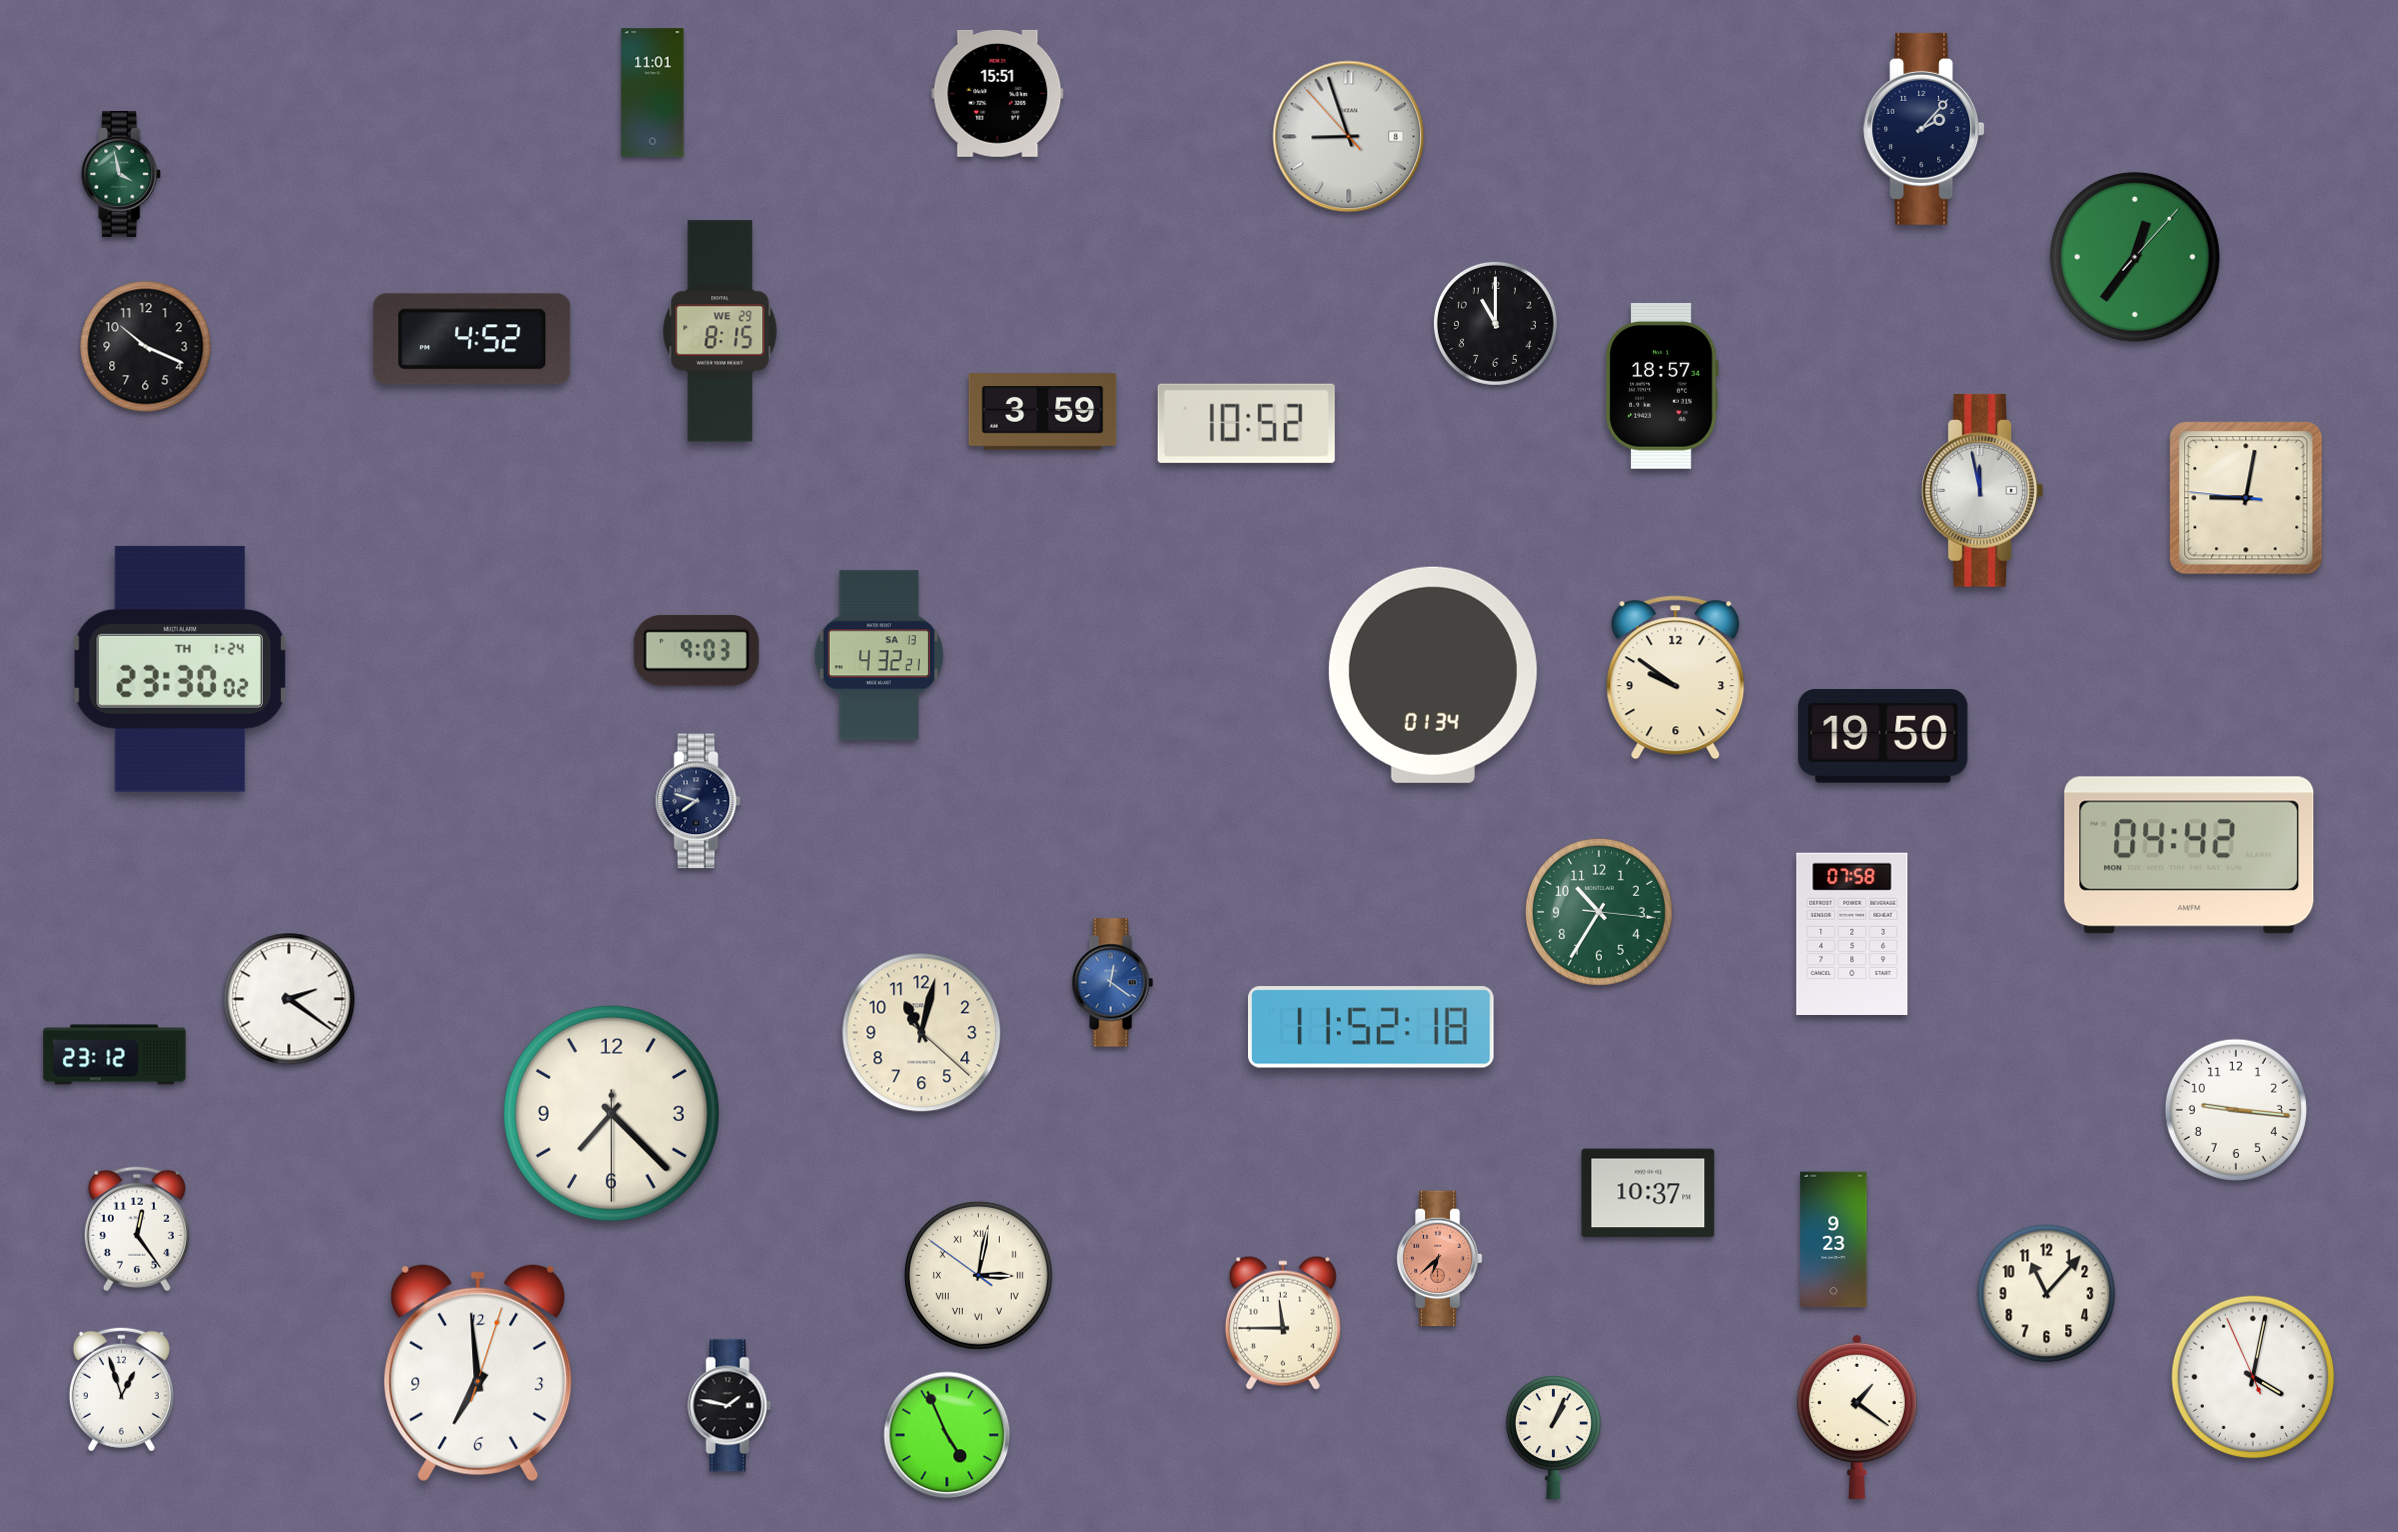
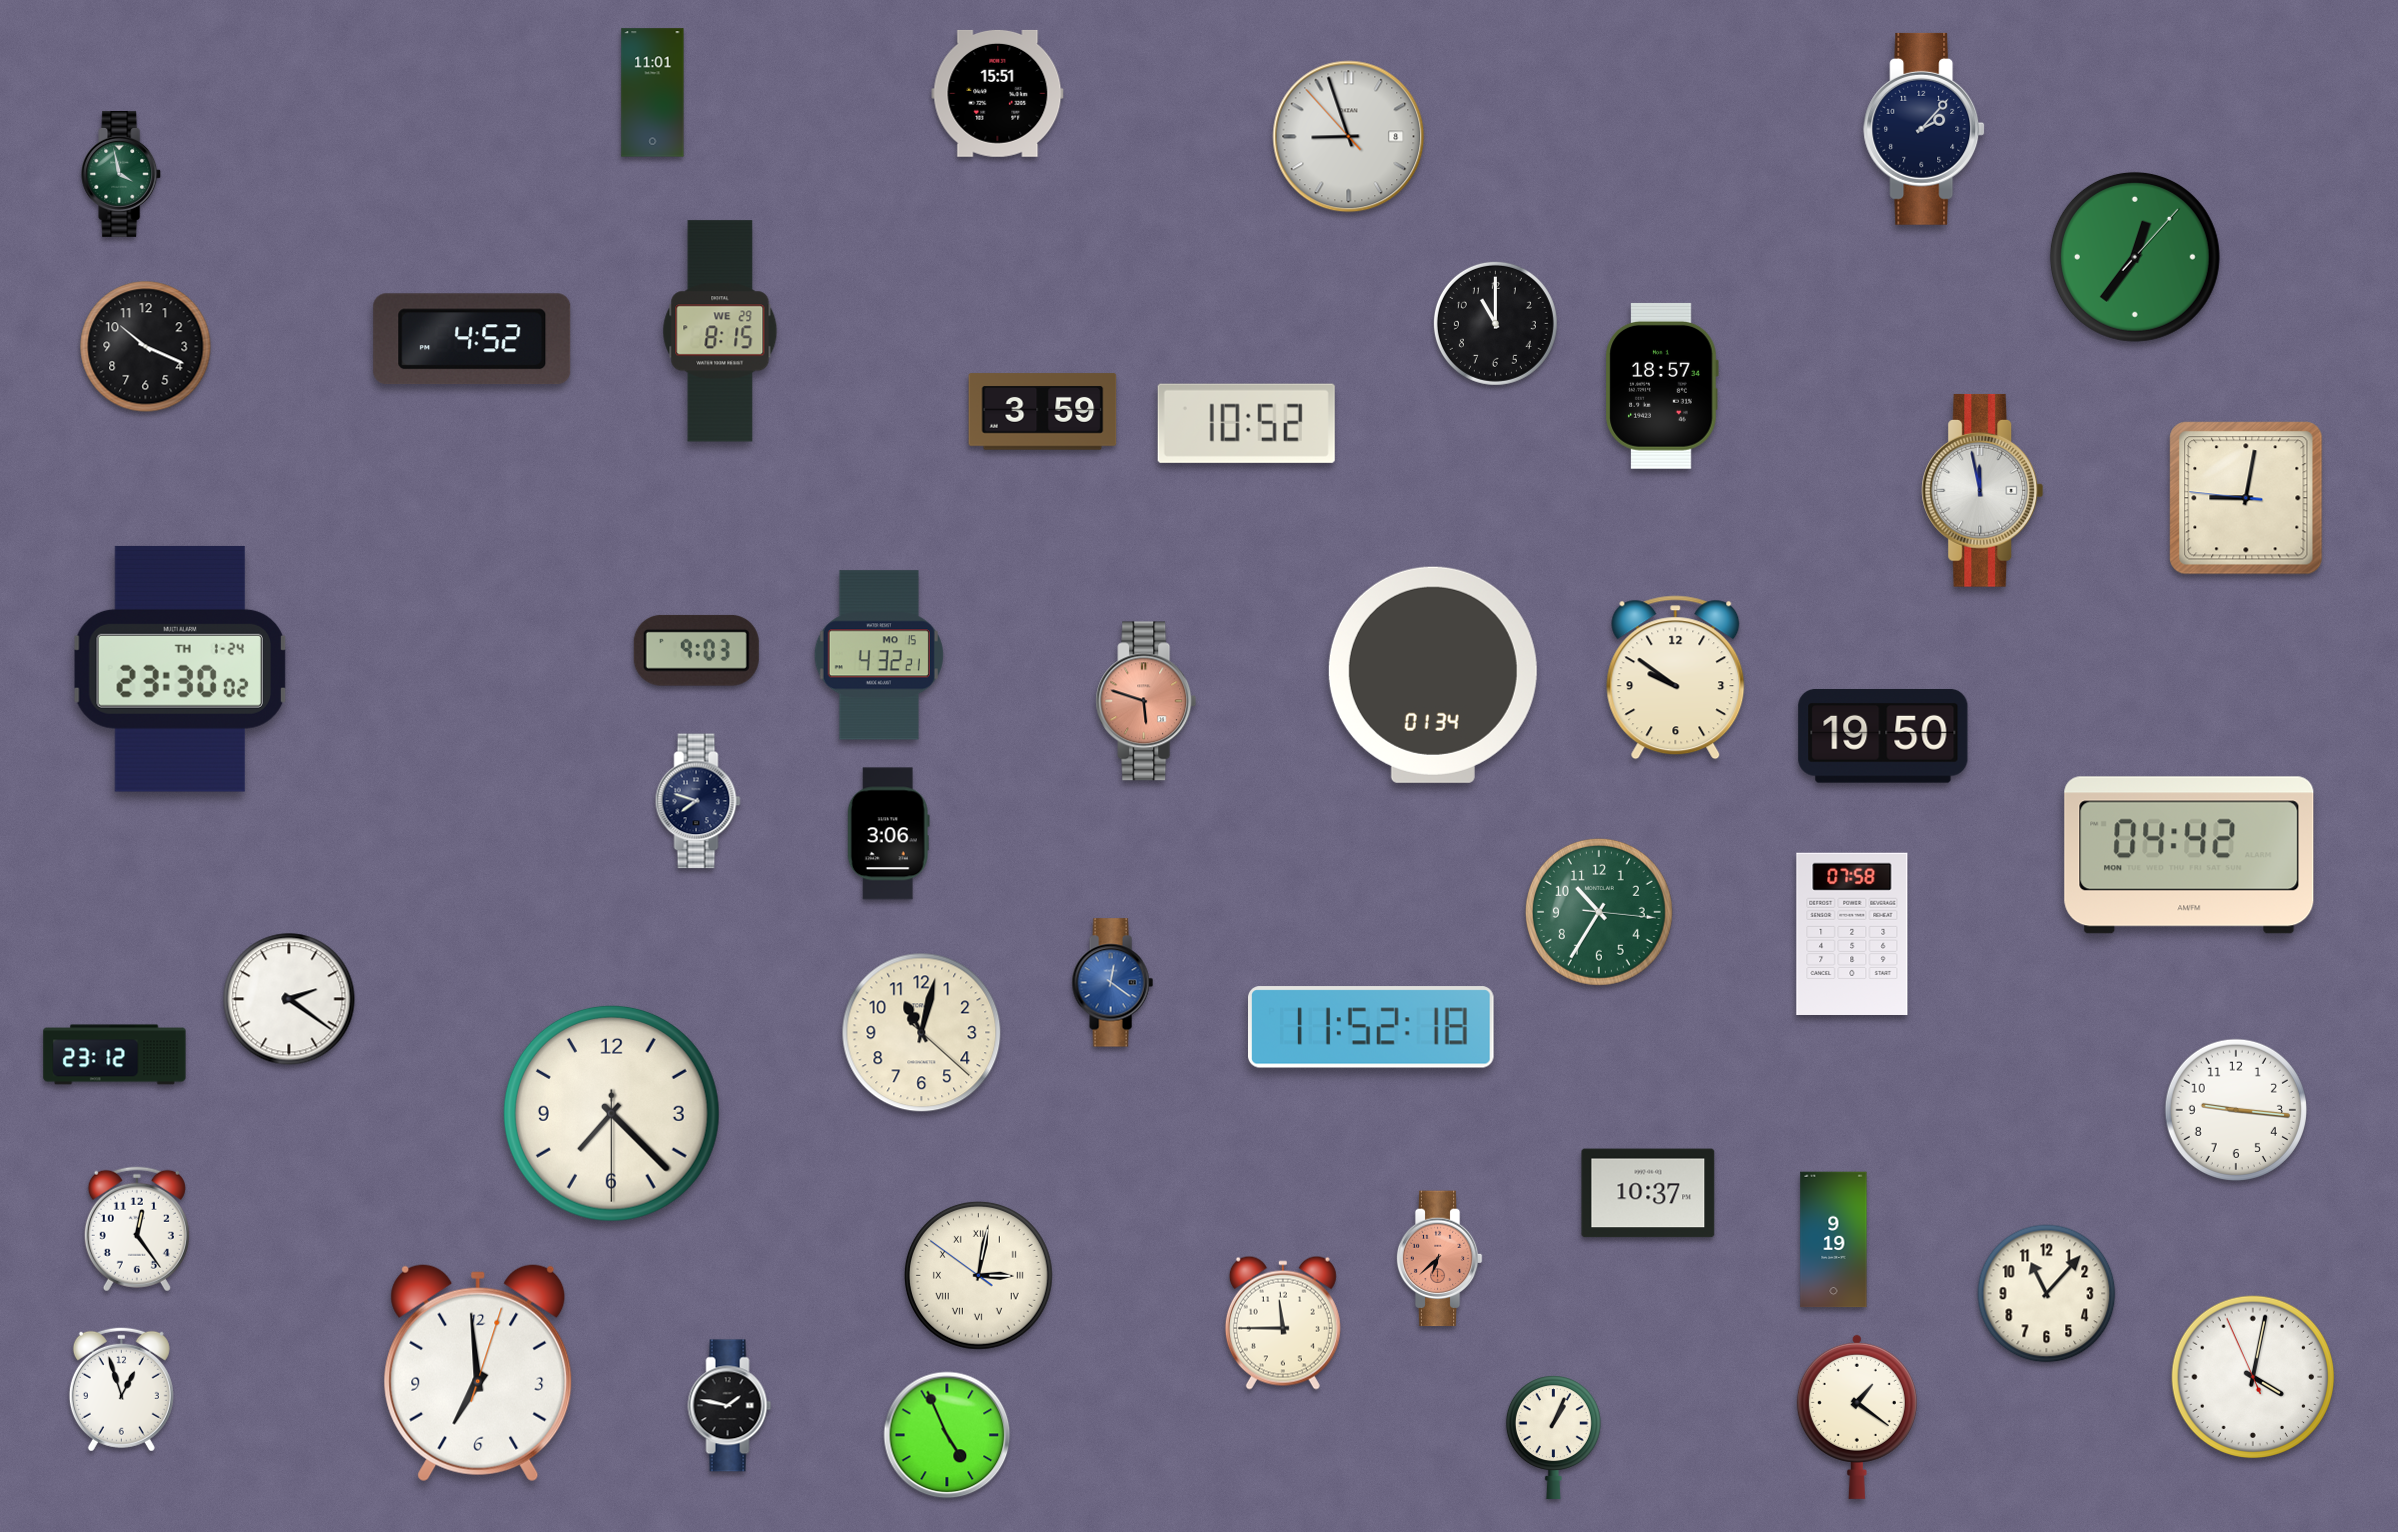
clock at (879, 655) date: SA 13 -> MO 15
clock at (1146, 701): none -> 5:48
clock at (888, 834): none -> 3:06
clock at (1834, 1240): 9:23 -> 9:19
